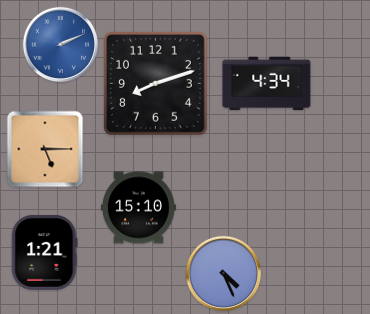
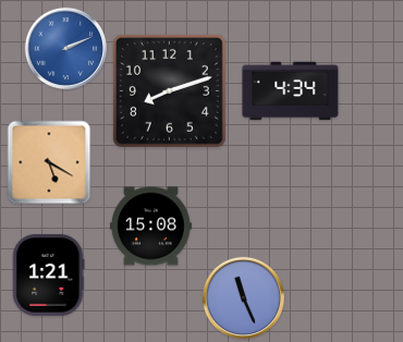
clock at (45, 149): 5:15 -> 5:20
clock at (139, 208): 15:10 -> 15:08
clock at (224, 274): 4:26 -> 11:26
